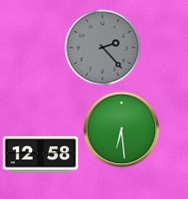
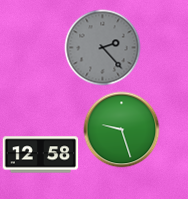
clock at (122, 130): 6:29 -> 9:27
